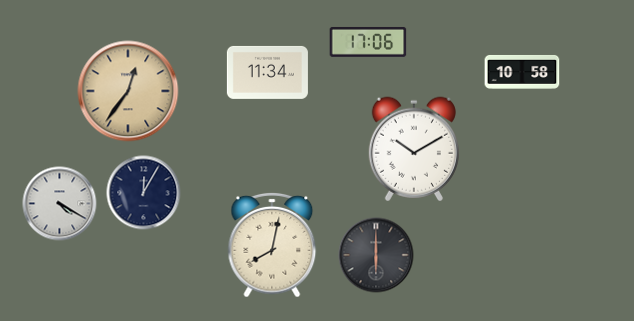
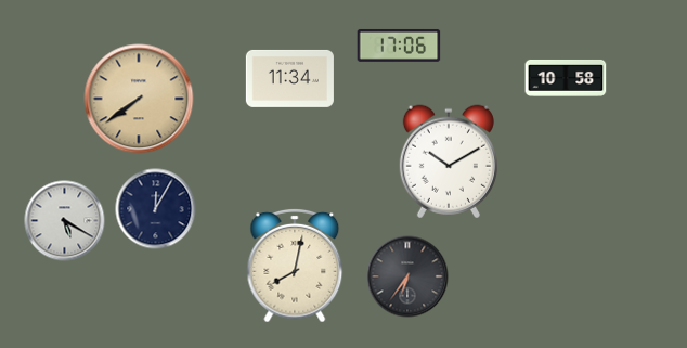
clock at (128, 91): 12:36 -> 7:39
clock at (60, 204): 4:20 -> 5:20
clock at (376, 255): 6:00 -> 6:36
